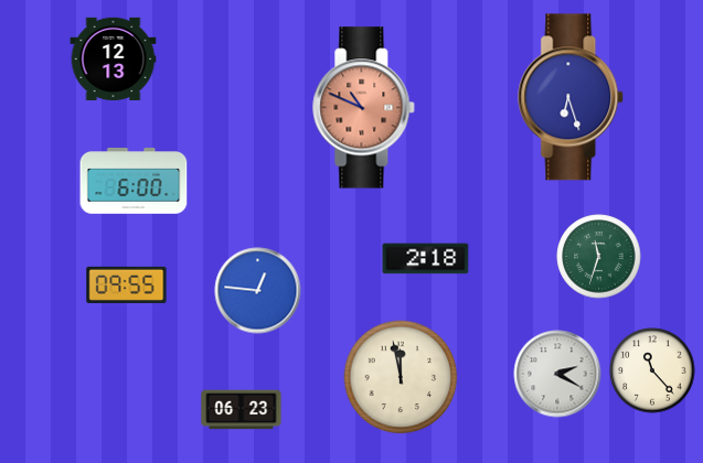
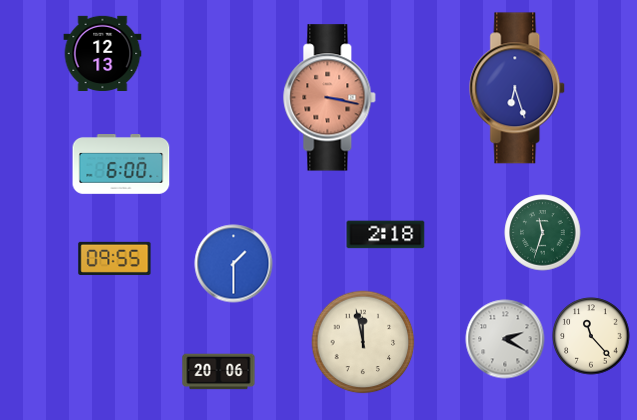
clock at (364, 108): 10:49 -> 3:17
clock at (258, 291): 12:46 -> 1:30
clock at (242, 410): 06:23 -> 20:06
